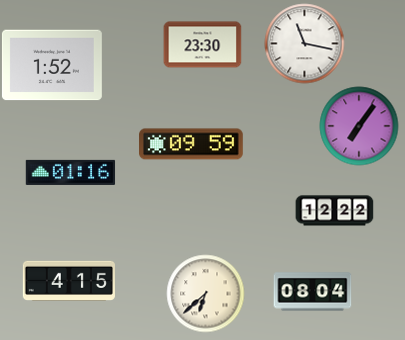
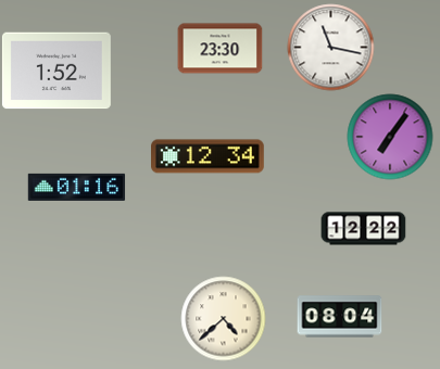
clock at (192, 144): 09:59 -> 12:34
clock at (69, 281): 4:15 -> none
clock at (205, 293): 6:38 -> 4:38
